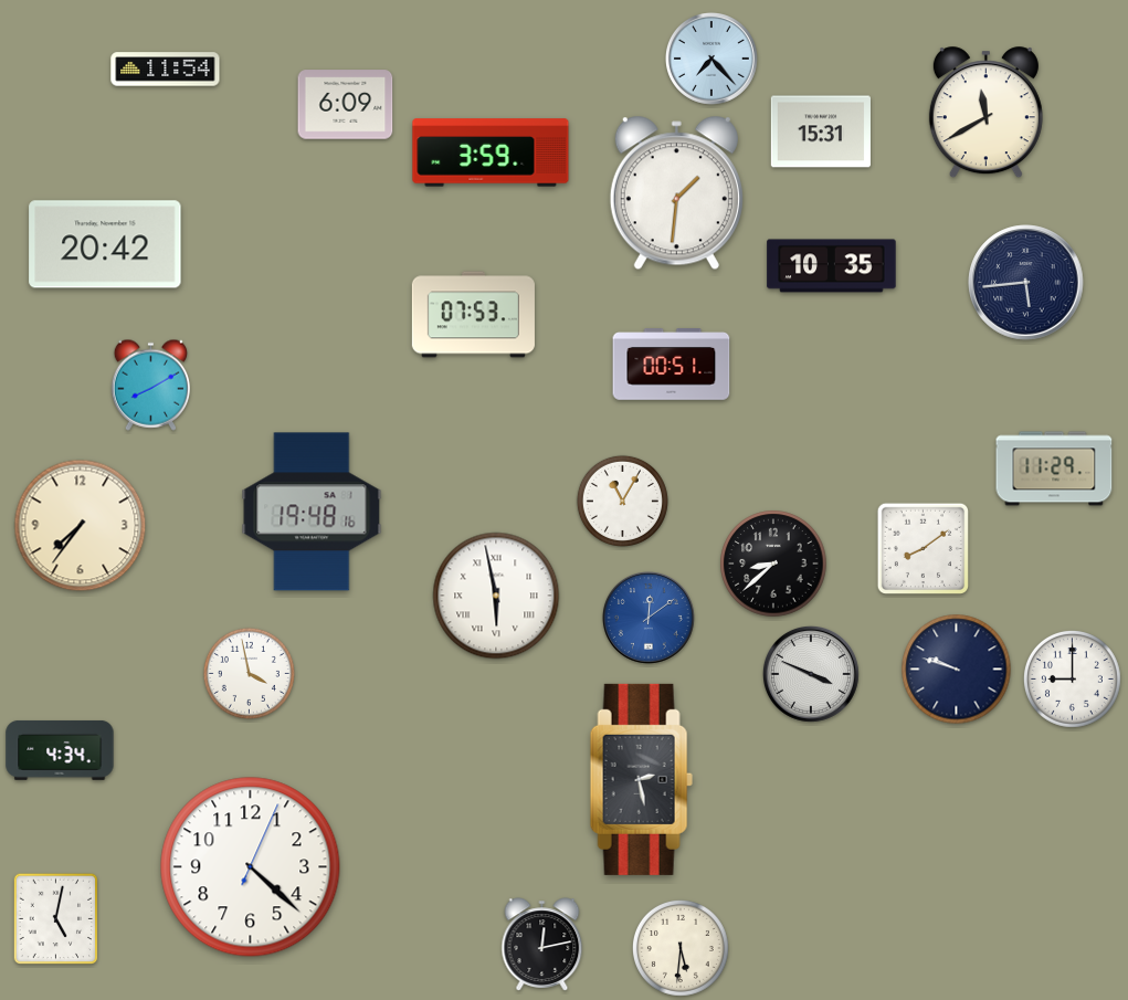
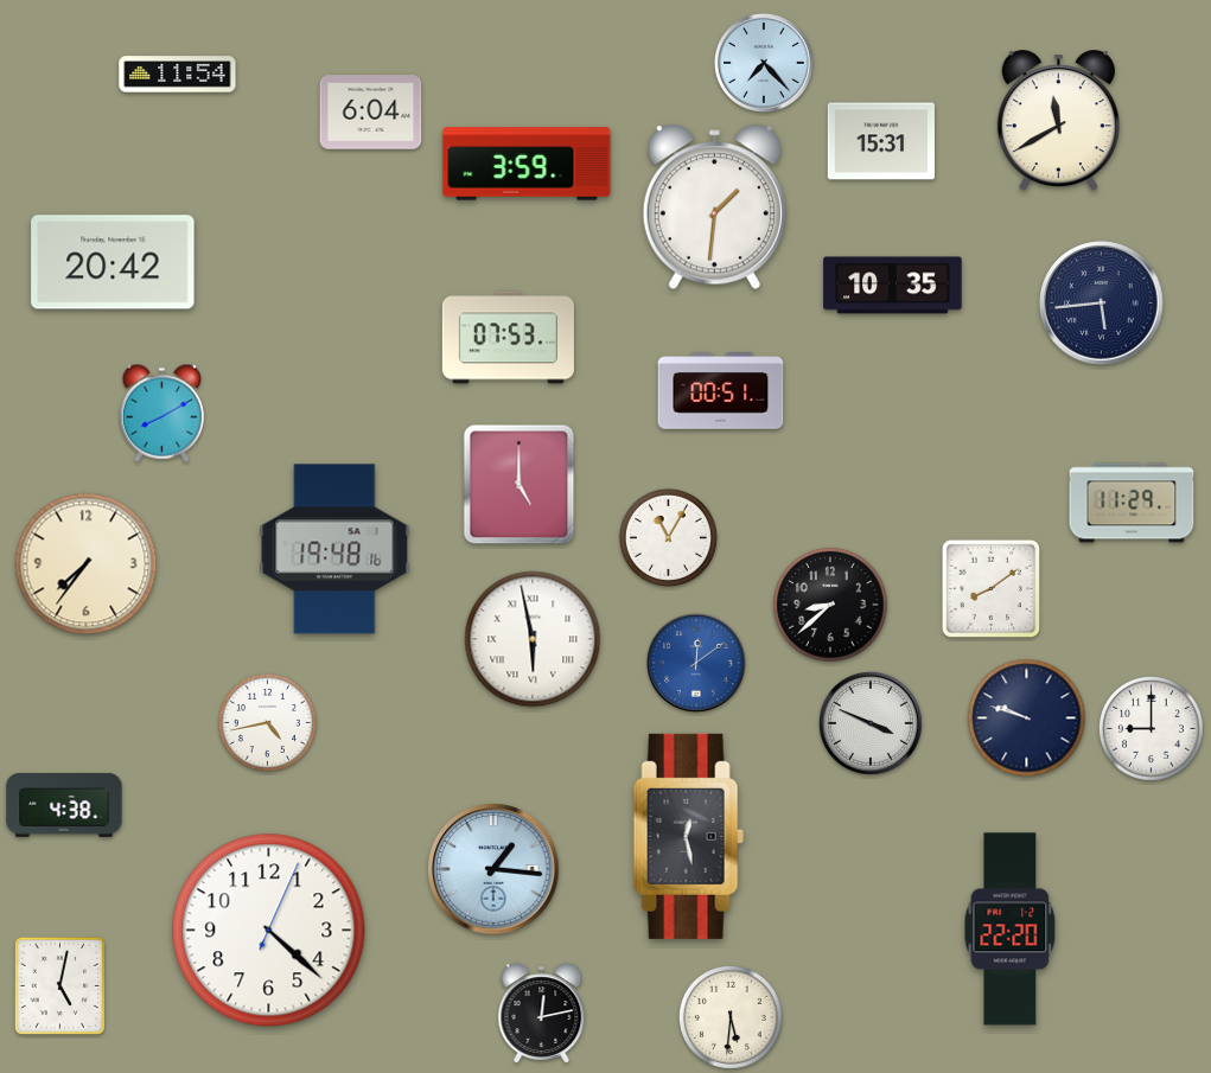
clock at (346, 105): 6:09 -> 6:04
clock at (676, 193) position: (676, 193) -> (714, 207)
clock at (520, 485): none -> 5:00
clock at (249, 673): 3:58 -> 4:43
clock at (60, 750): 4:34 -> 4:38
clock at (641, 779): 2:28 -> 12:28
clock at (493, 869): none -> 1:16
clock at (1011, 930): none -> 22:20
clock at (542, 945) position: (542, 945) -> (542, 1014)
